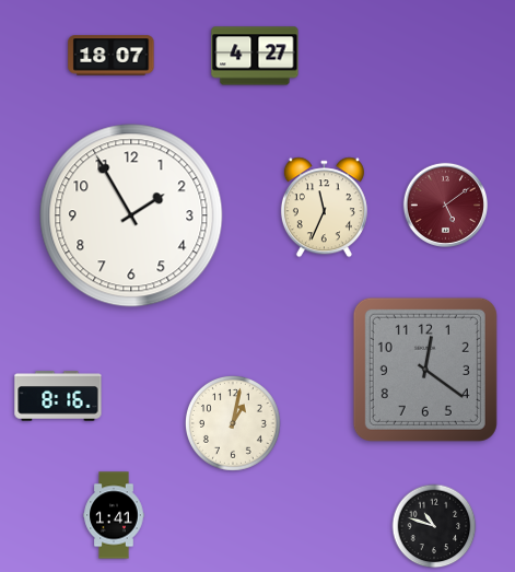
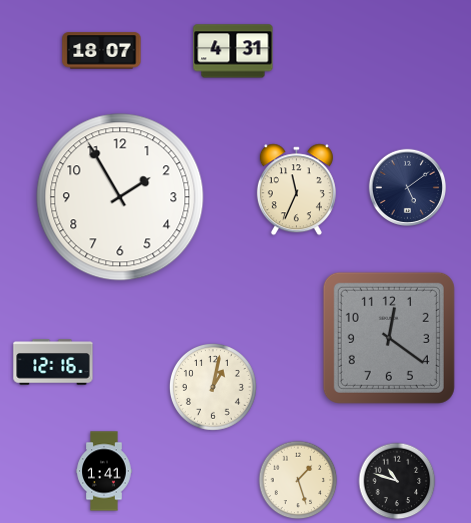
clock at (255, 56): 4:27 -> 4:31
clock at (445, 205) dial: burgundy -> navy
clock at (58, 396): 8:16 -> 12:16
clock at (298, 480): none -> 1:27
